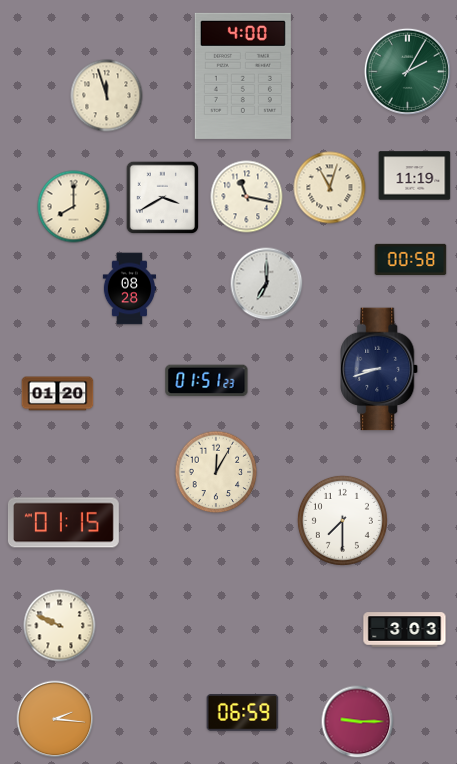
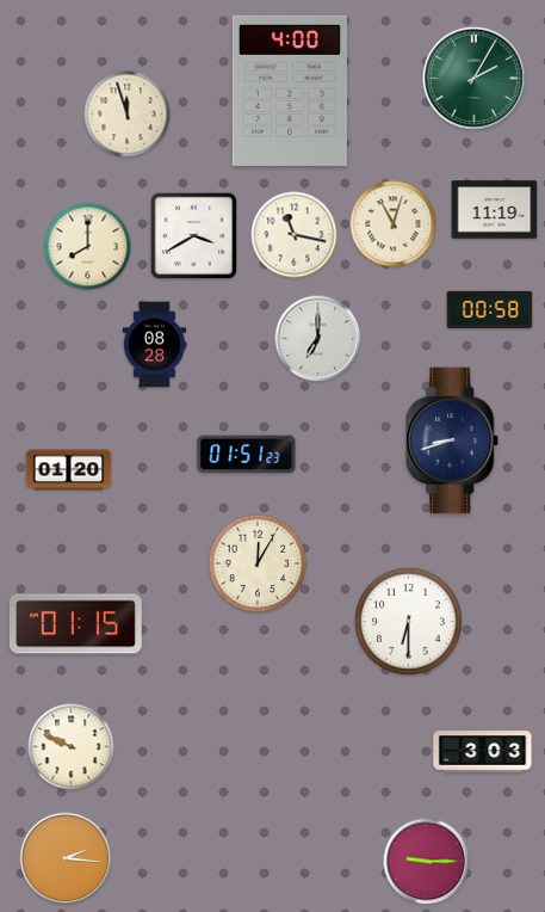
clock at (407, 71) position: (407, 71) -> (473, 78)
clock at (342, 520): 7:30 -> 6:30
clock at (243, 713): 06:59 -> none
